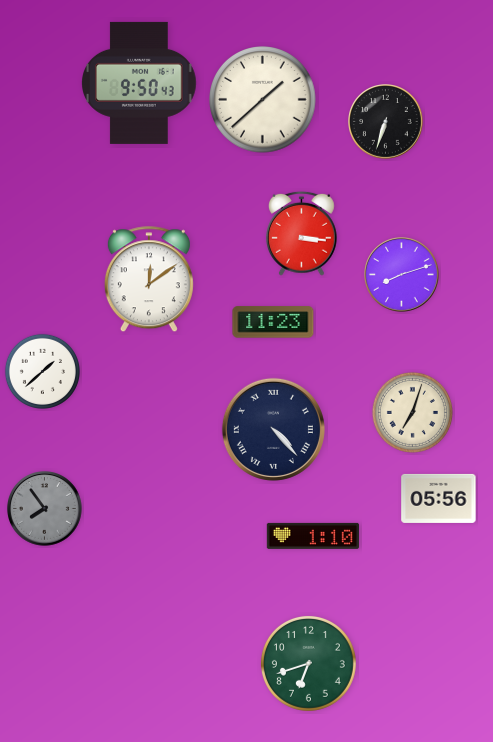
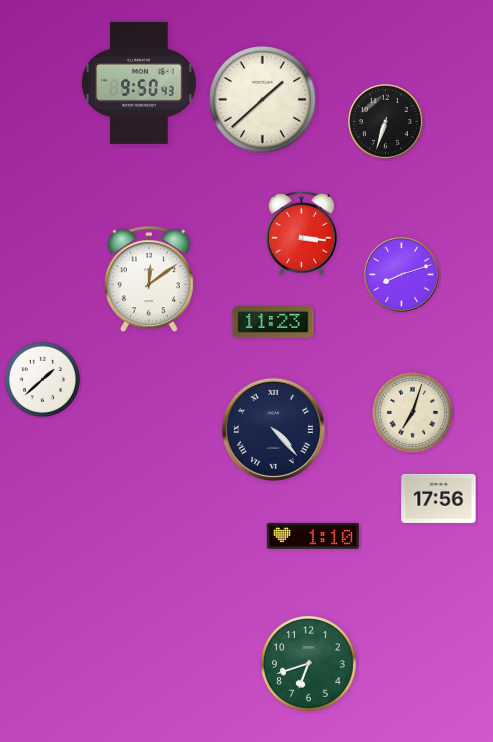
clock at (42, 371) position: (42, 371) -> (42, 379)
clock at (439, 498): 05:56 -> 17:56
clock at (45, 509): 7:54 -> none
